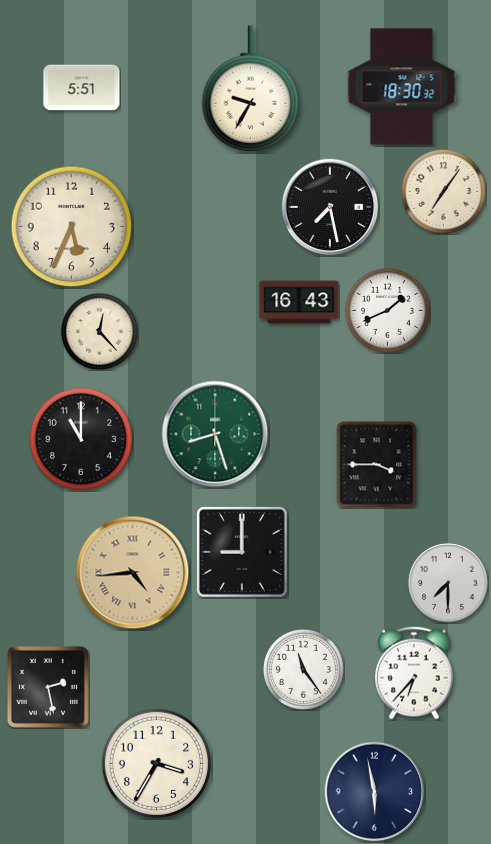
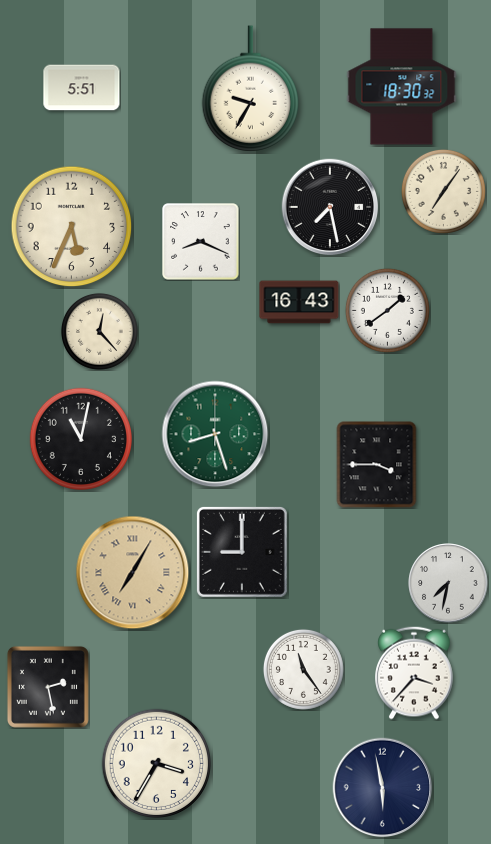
clock at (201, 242): none -> 8:19
clock at (387, 310): 1:41 -> 1:39
clock at (81, 439): 11:00 -> 11:02
clock at (133, 573): 4:44 -> 7:05
clock at (448, 583): 7:30 -> 7:32
clock at (414, 673): 6:37 -> 3:37
clock at (375, 792) position: (375, 792) -> (383, 788)
